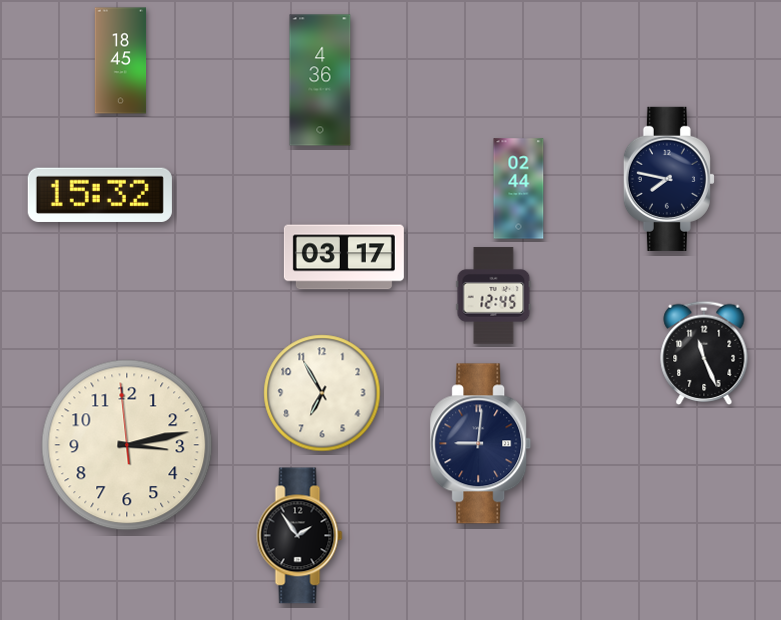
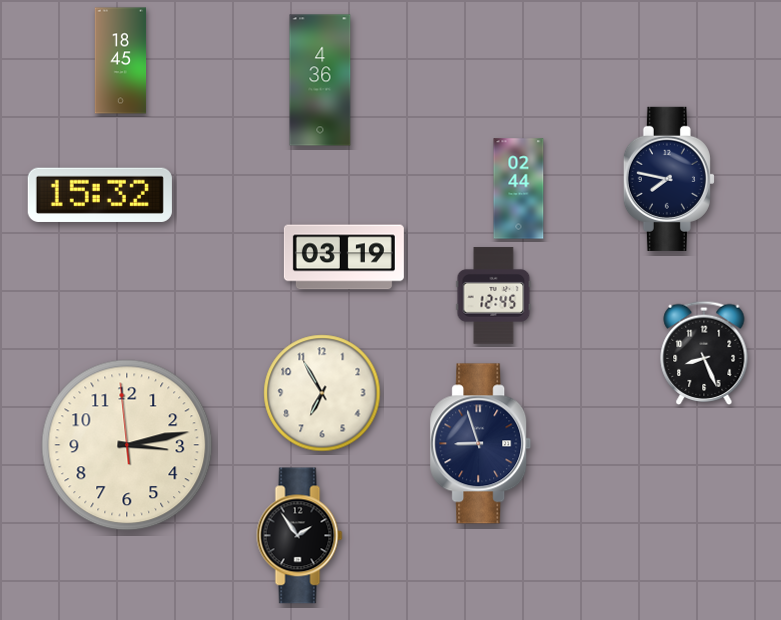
clock at (344, 257): 03:17 -> 03:19
clock at (704, 352): 11:26 -> 8:26
clock at (481, 444): 9:01 -> 8:57
